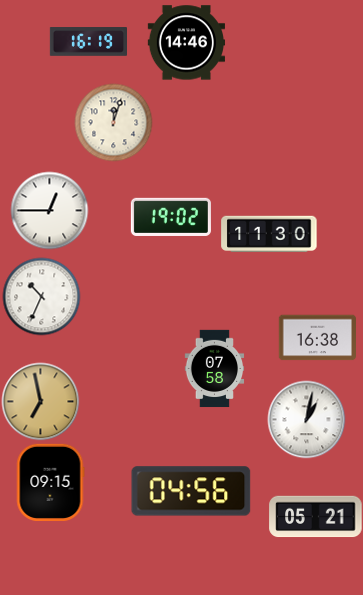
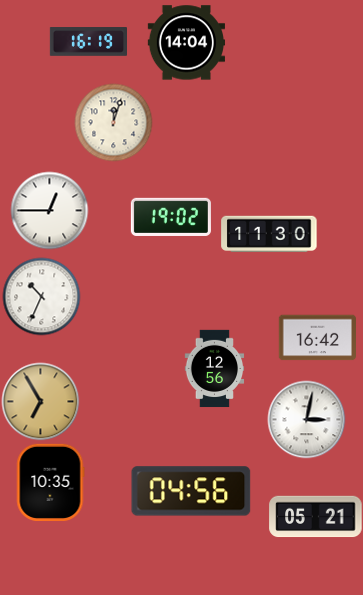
clock at (186, 43): 14:46 -> 14:04
clock at (317, 338): 16:38 -> 16:42
clock at (215, 368): 07:58 -> 12:56
clock at (40, 401): 6:58 -> 6:55
clock at (306, 419): 1:02 -> 3:02
clock at (50, 482): 09:15 -> 10:35
